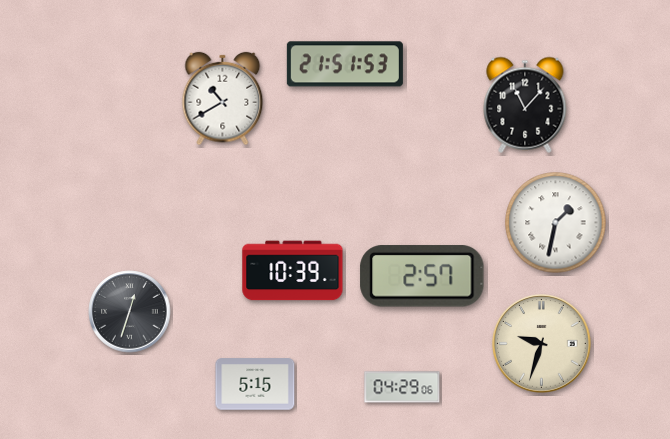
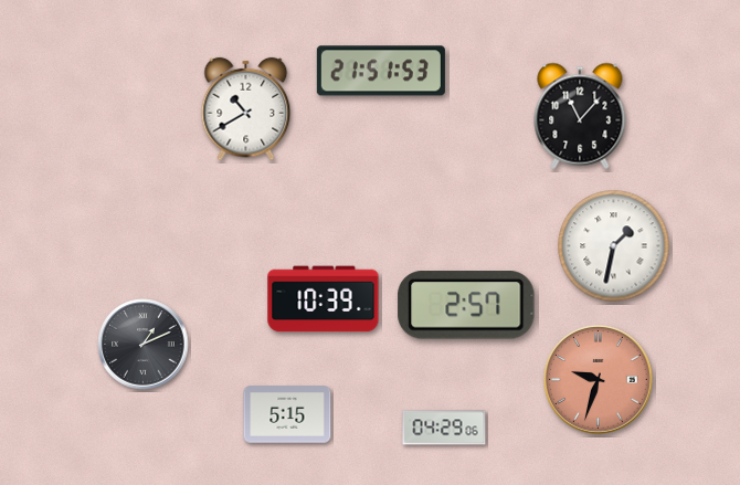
clock at (130, 312): 12:33 -> 1:11
clock at (542, 344) dial: cream -> salmon
clock at (255, 384) position: (255, 384) -> (287, 414)
